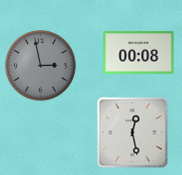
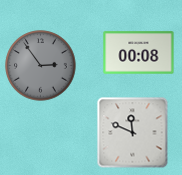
clock at (41, 66): 2:58 -> 2:54
clock at (133, 133): 12:28 -> 11:49
